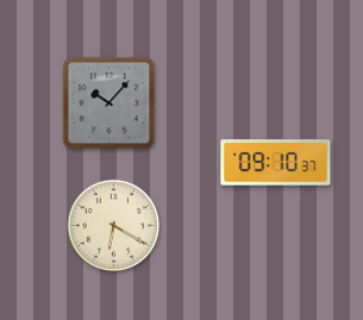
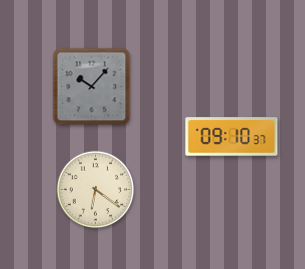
clock at (114, 226): 6:20 -> 6:21
